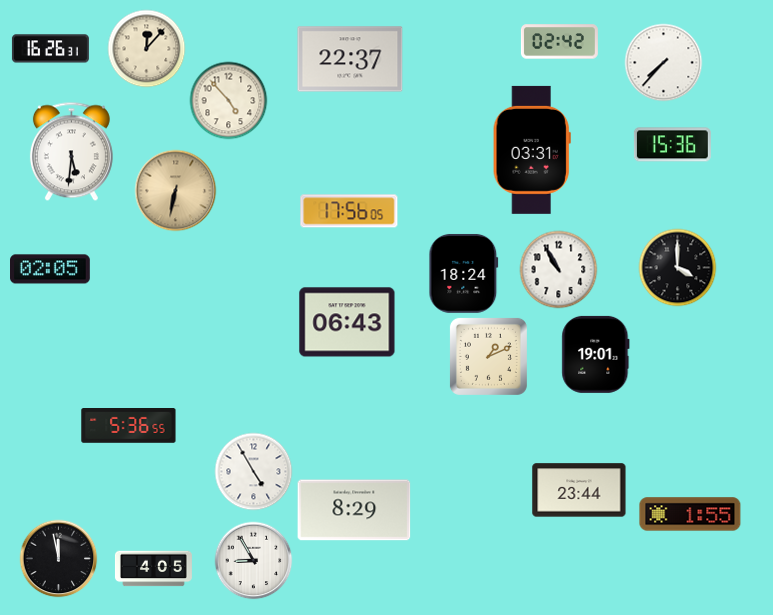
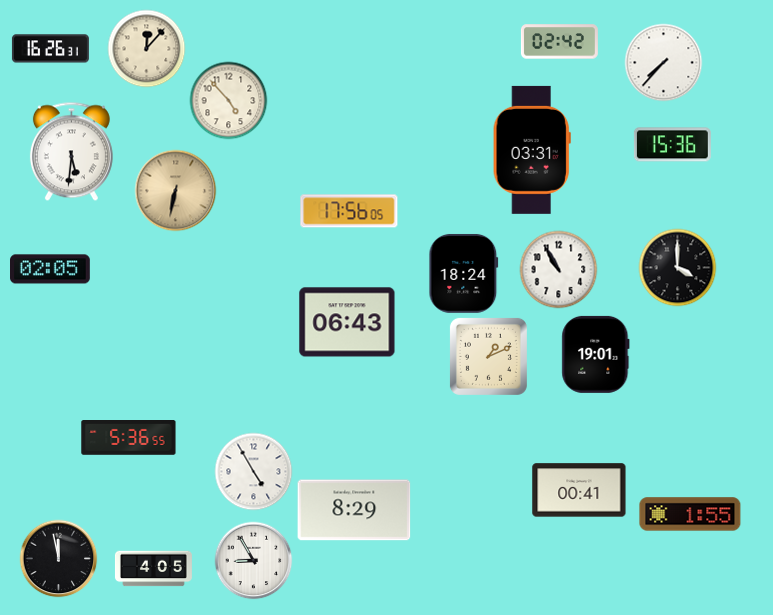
clock at (350, 59): 22:37 -> none
clock at (129, 426) position: (129, 426) -> (129, 438)
clock at (579, 490): 23:44 -> 00:41
